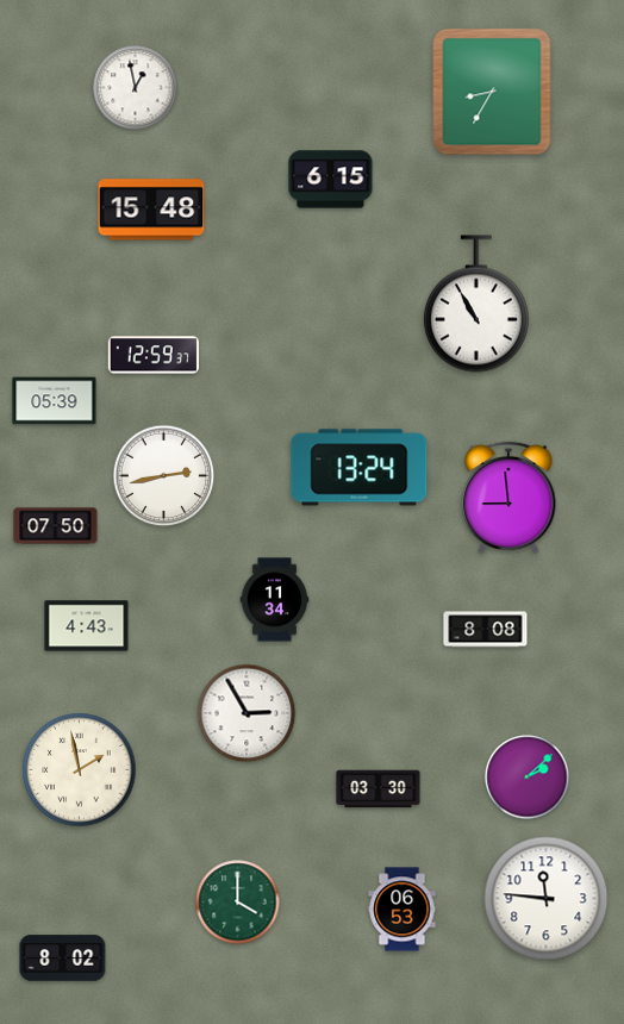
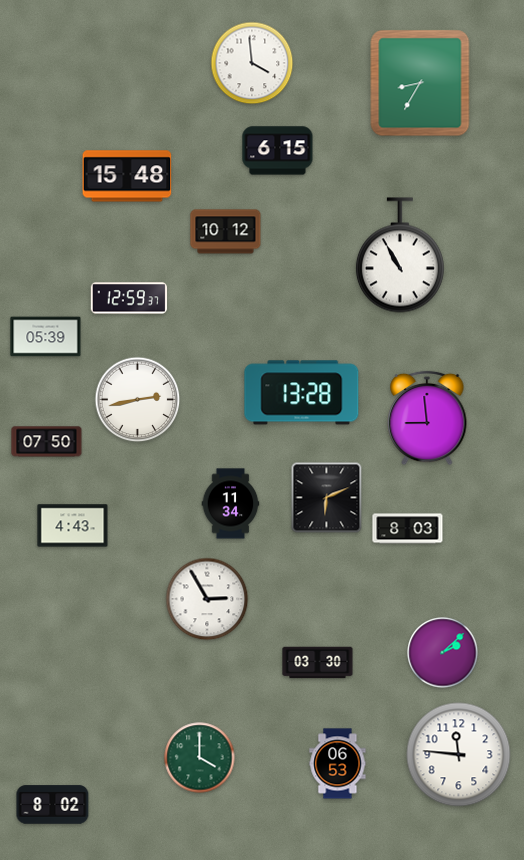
clock at (252, 63): none -> 3:59
clock at (136, 88): 12:58 -> none
clock at (492, 92) position: (492, 92) -> (420, 83)
clock at (226, 232): none -> 10:12
clock at (360, 468): 13:24 -> 13:28
clock at (327, 498): none -> 6:11
clock at (486, 630): 8:08 -> 8:03
clock at (80, 770): 1:58 -> none
